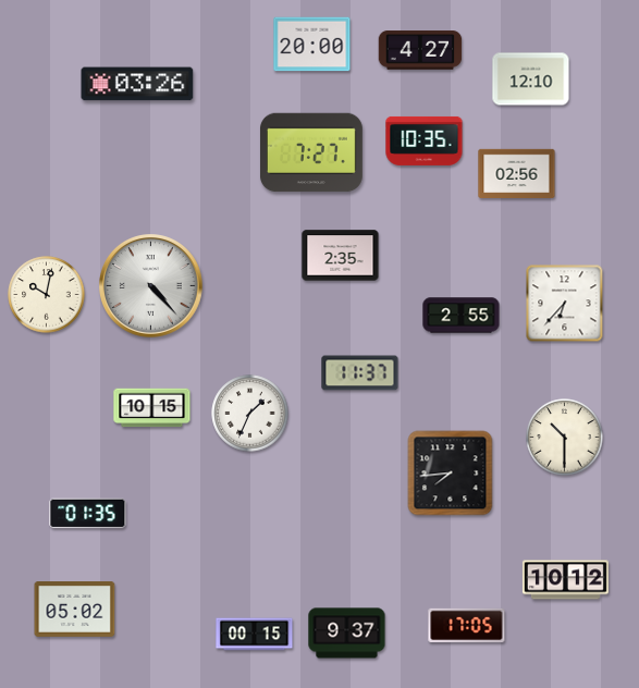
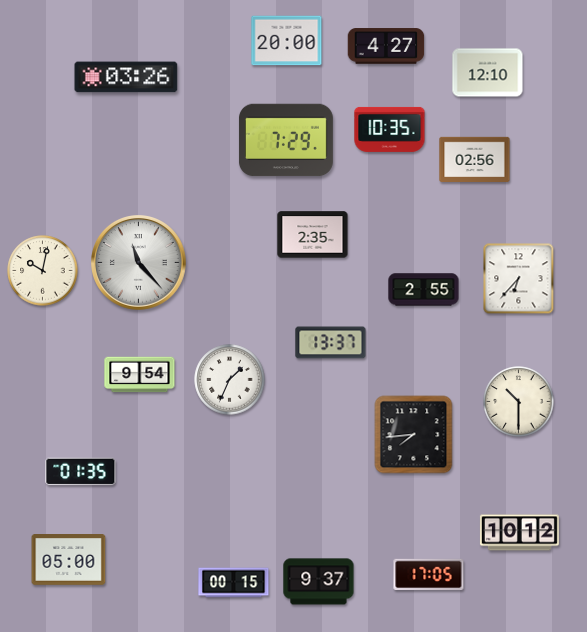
clock at (311, 152): 7:27 -> 7:29
clock at (151, 286): 4:23 -> 11:23
clock at (360, 373): 11:37 -> 13:37
clock at (152, 408): 10:15 -> 9:54
clock at (75, 610): 05:02 -> 05:00
